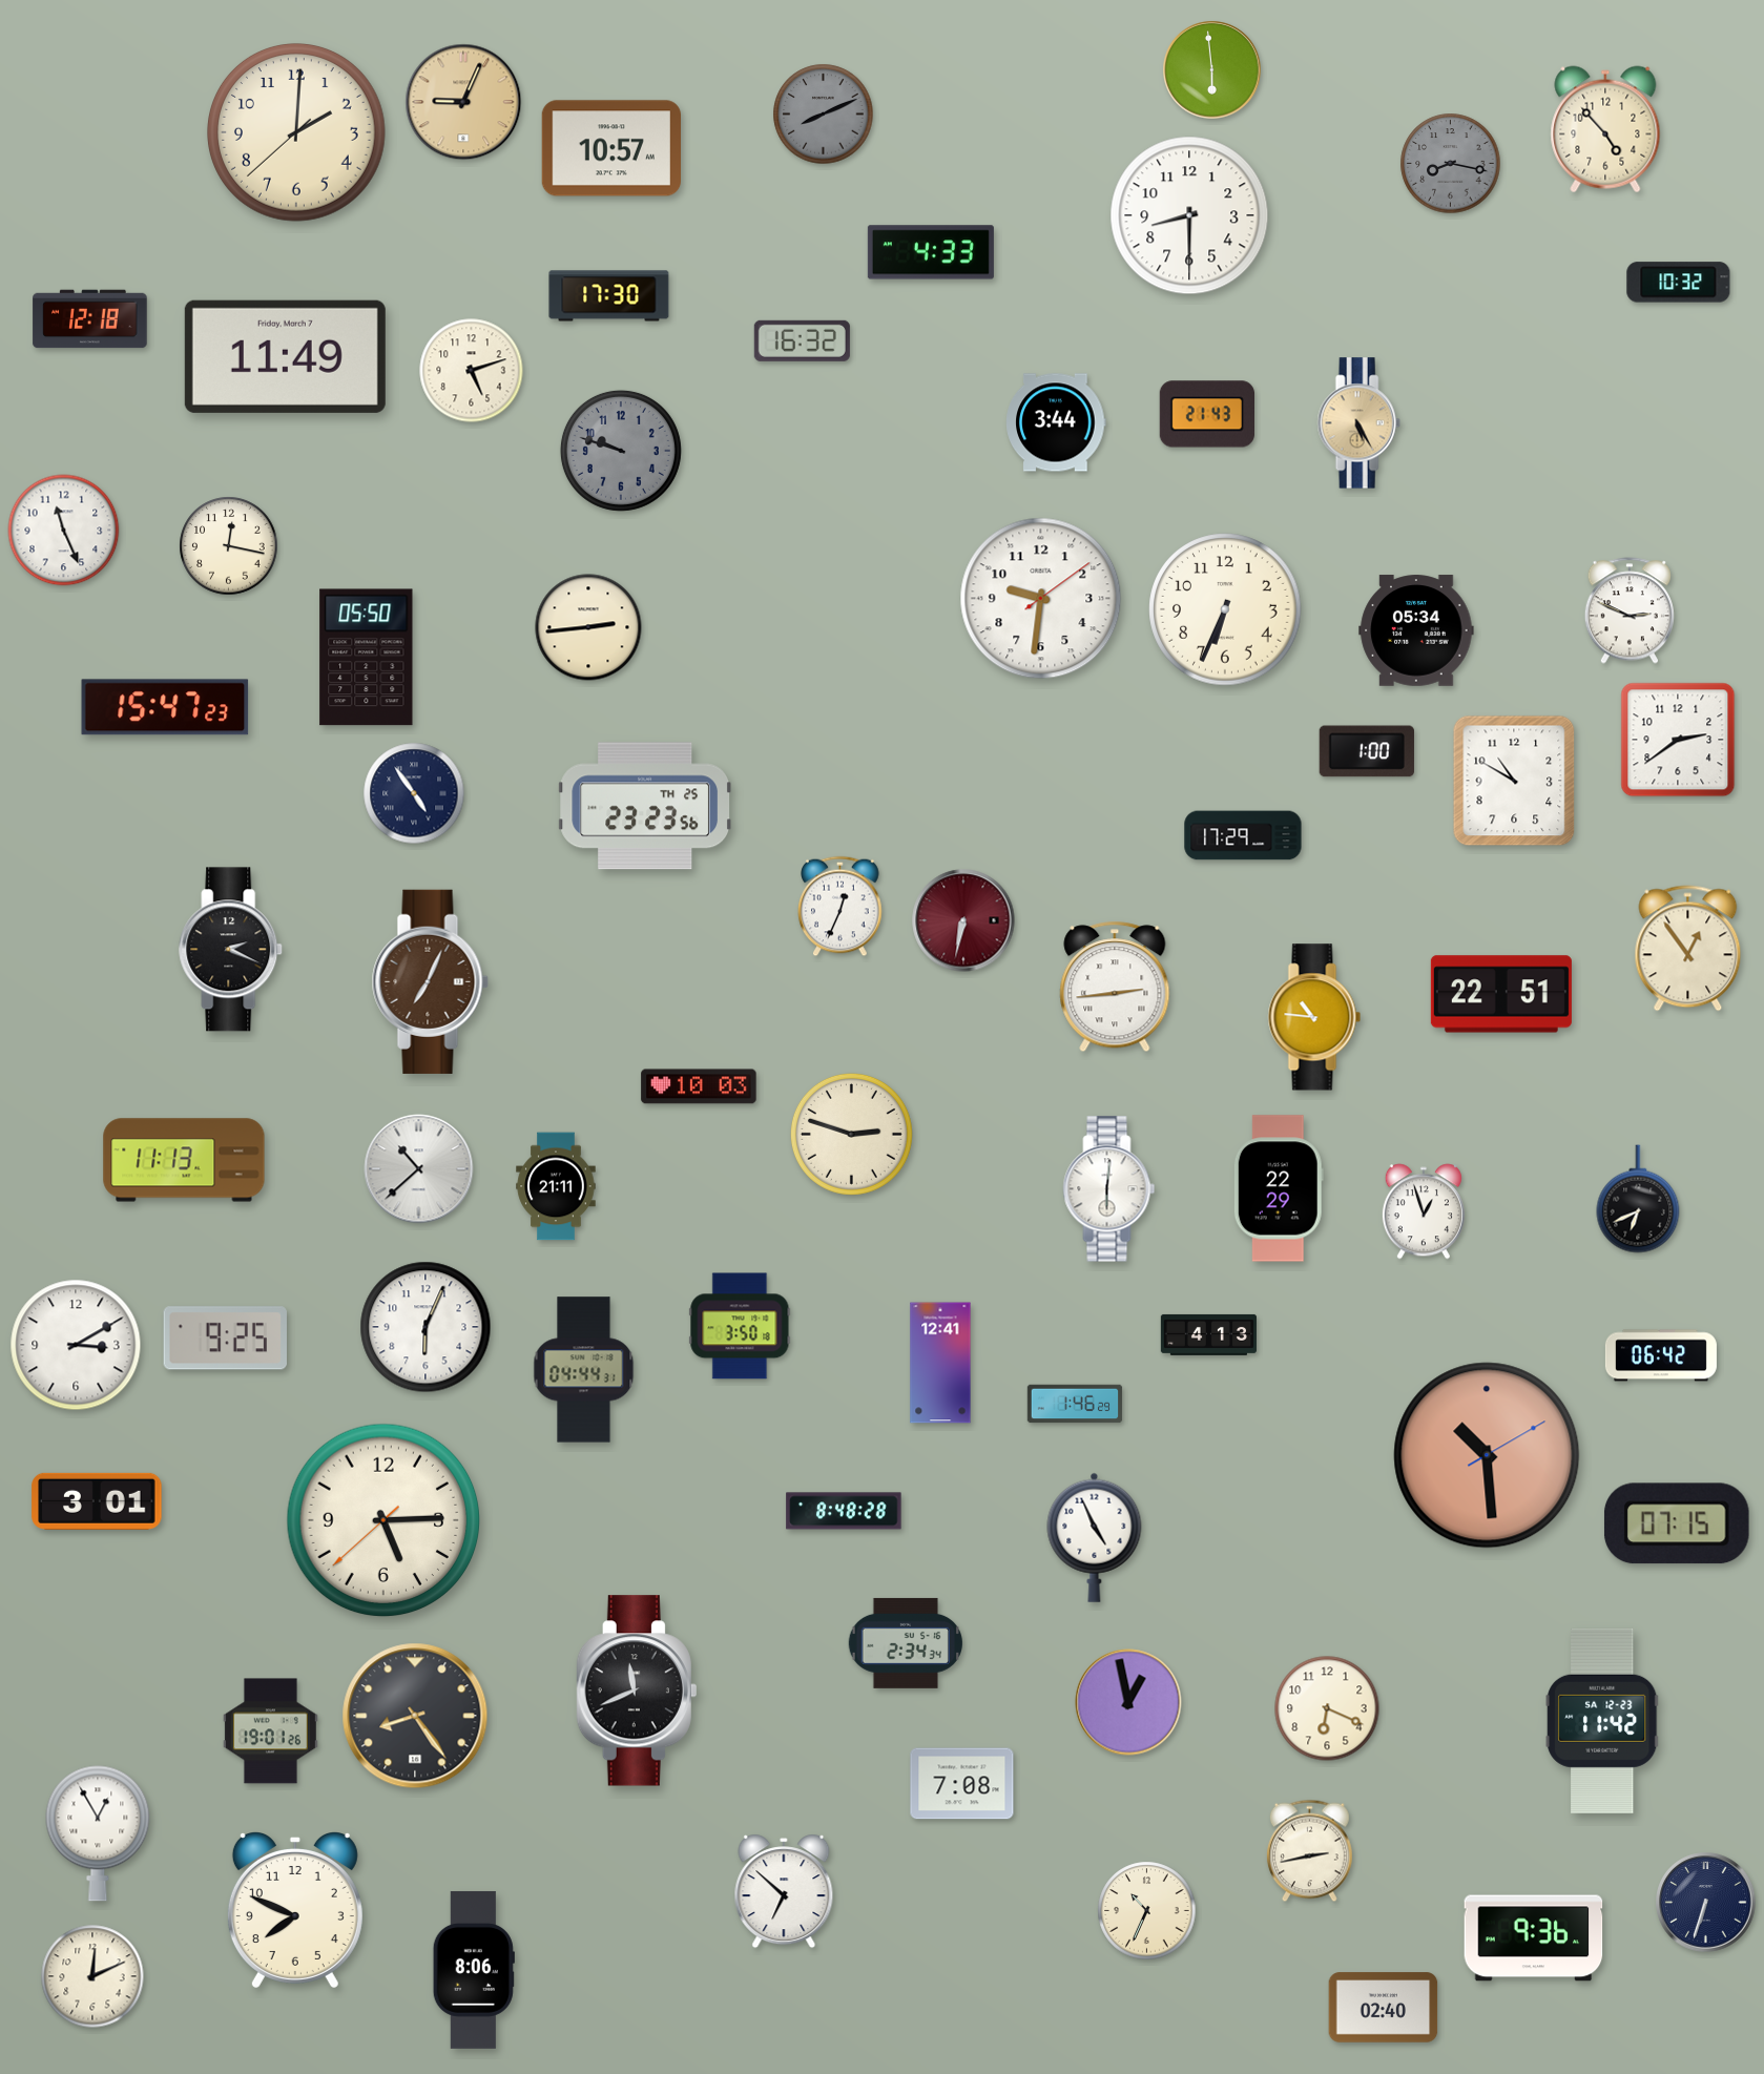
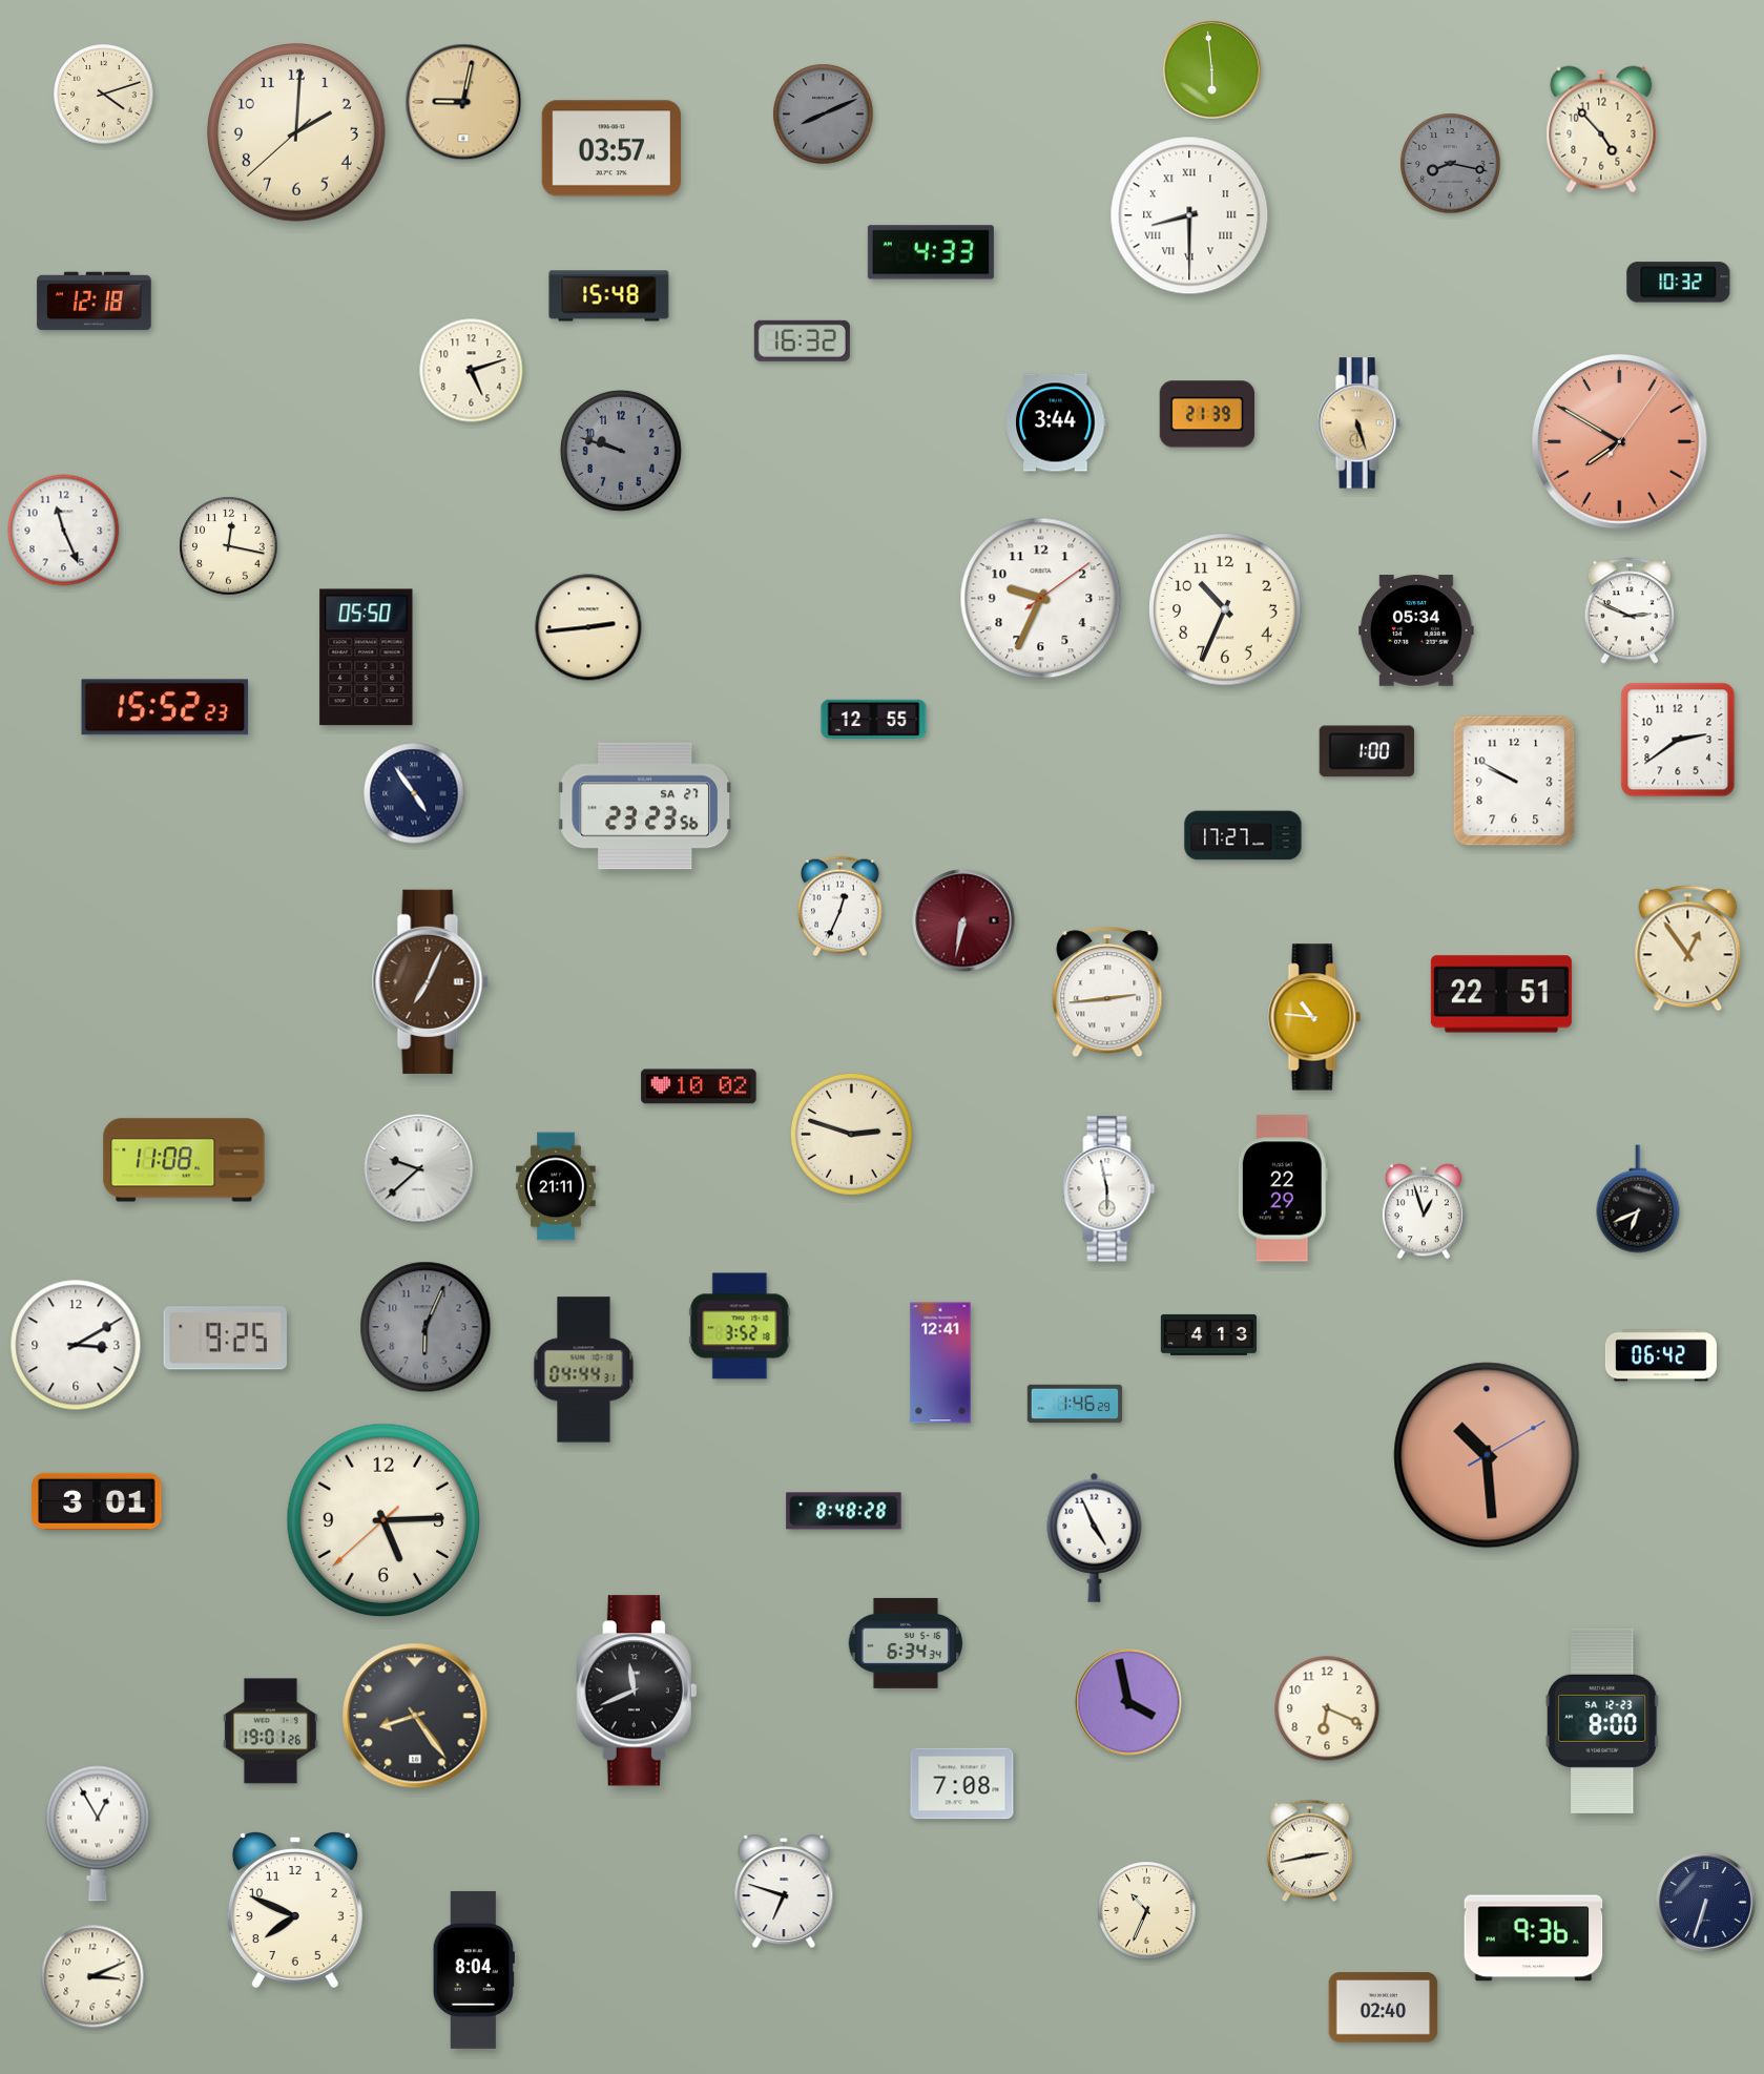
clock at (104, 95): none -> 4:12
clock at (463, 102): 9:04 -> 9:02
clock at (1605, 129) position: (1605, 129) -> (1601, 129)
clock at (610, 148): 10:57 -> 03:57
clock at (1189, 215) numerals: Arabic -> Roman
clock at (609, 296): 17:30 -> 15:48
clock at (90, 319) position: (90, 319) -> (95, 302)
clock at (285, 356): 11:49 -> none
clock at (1206, 414): 21:43 -> 21:39
clock at (1358, 423): 5:25 -> 5:27
clock at (1620, 442): none -> 7:50
clock at (1041, 599): 9:31 -> 9:34
clock at (1225, 609): 6:34 -> 10:34
clock at (165, 707): 15:47 -> 15:52
clock at (874, 719): none -> 12:55
clock at (1514, 781): 10:50 -> 9:50
clock at (645, 806) date: TH 25 -> SA 27
clock at (1243, 835): 17:29 -> 17:27
clock at (231, 950): 2:19 -> none
clock at (1115, 987) position: (1115, 987) -> (1107, 992)
clock at (699, 1086): 10:03 -> 10:02
clock at (184, 1160): 11:13 -> 11:08
clock at (419, 1169): 10:38 -> 9:38
clock at (1279, 1188) position: (1279, 1188) -> (1283, 1188)
clock at (1109, 1189): 6:01 -> 5:58
clock at (740, 1326): 3:50 -> 3:52
clock at (426, 1327) dial: white -> grey
clock at (1677, 1523): 07:15 -> none
clock at (906, 1643): 2:34 -> 6:34
clock at (1128, 1702): 12:58 -> 3:58
clock at (1603, 1721): 11:42 -> 8:00
clock at (784, 1891): 6:52 -> 6:48
clock at (474, 1970): 8:06 -> 8:04
clock at (92, 1976): 12:11 -> 3:11
